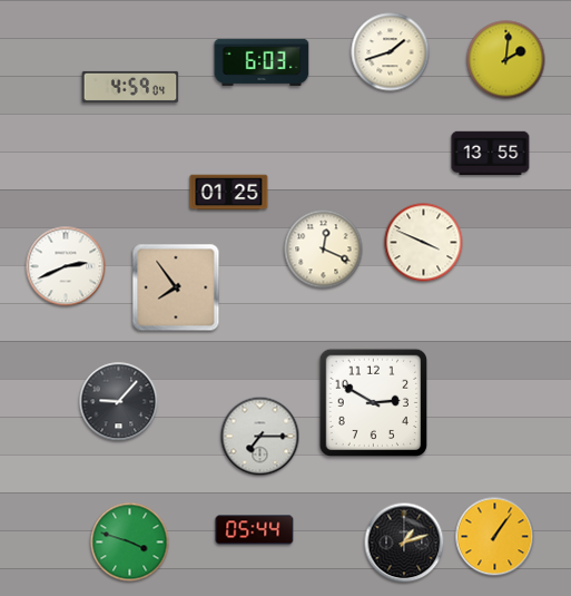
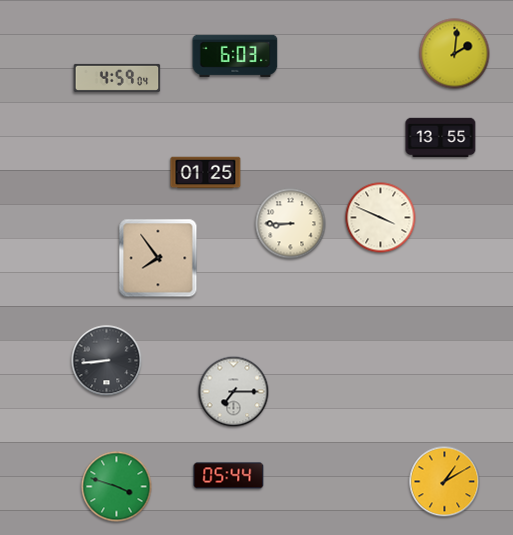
clock at (391, 52): 1:42 -> none
clock at (324, 250): 12:19 -> 8:45
clock at (66, 266): 2:41 -> none
clock at (119, 402): 9:07 -> 8:44
clock at (374, 403): 2:50 -> none
clock at (495, 537): 1:06 -> 1:10
clock at (404, 543): 1:12 -> none
